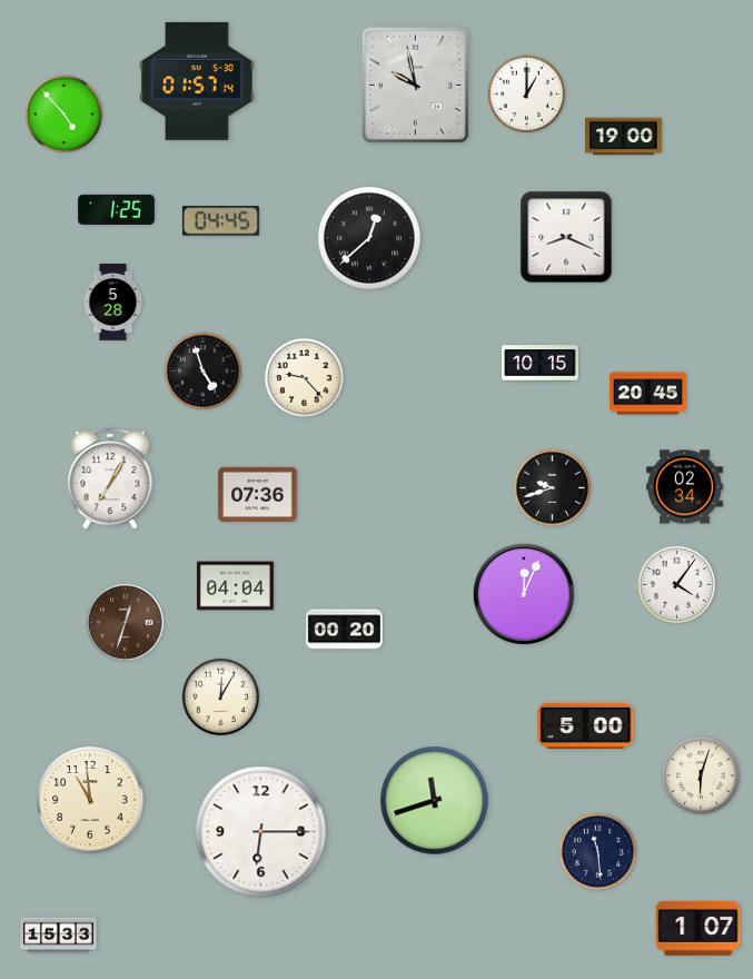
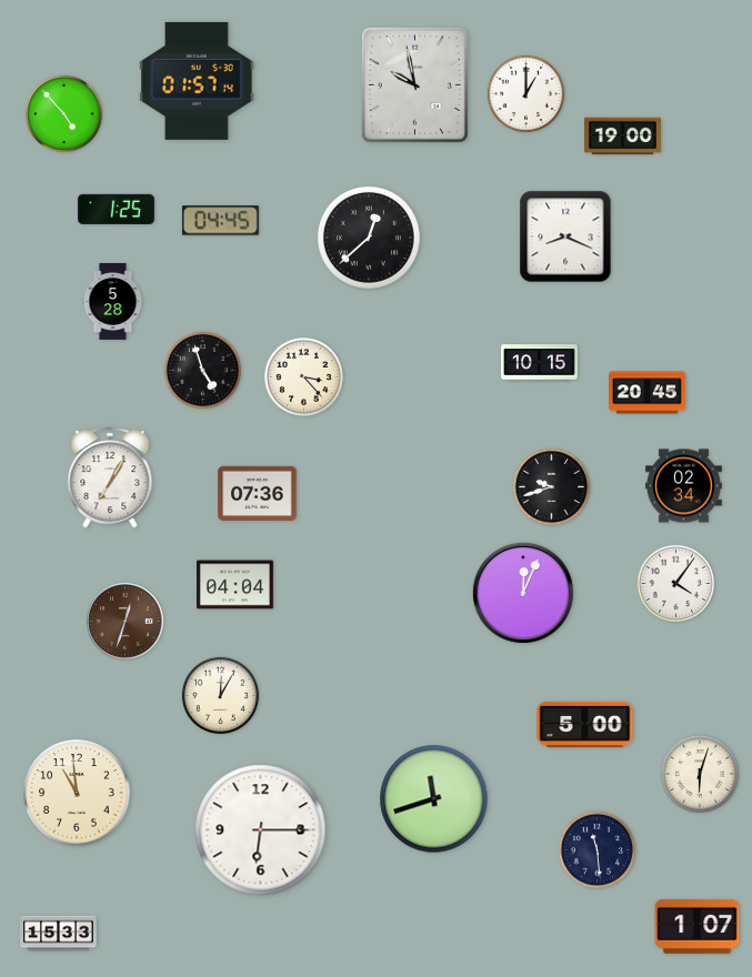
clock at (304, 377): 9:23 -> 3:23
clock at (345, 630): 00:20 -> none
clock at (90, 800) position: (90, 800) -> (77, 793)
